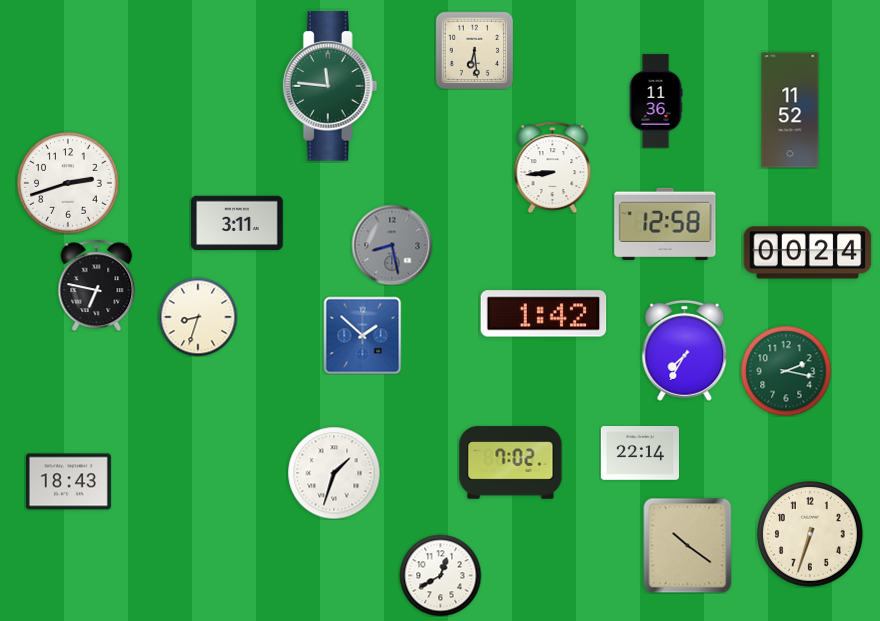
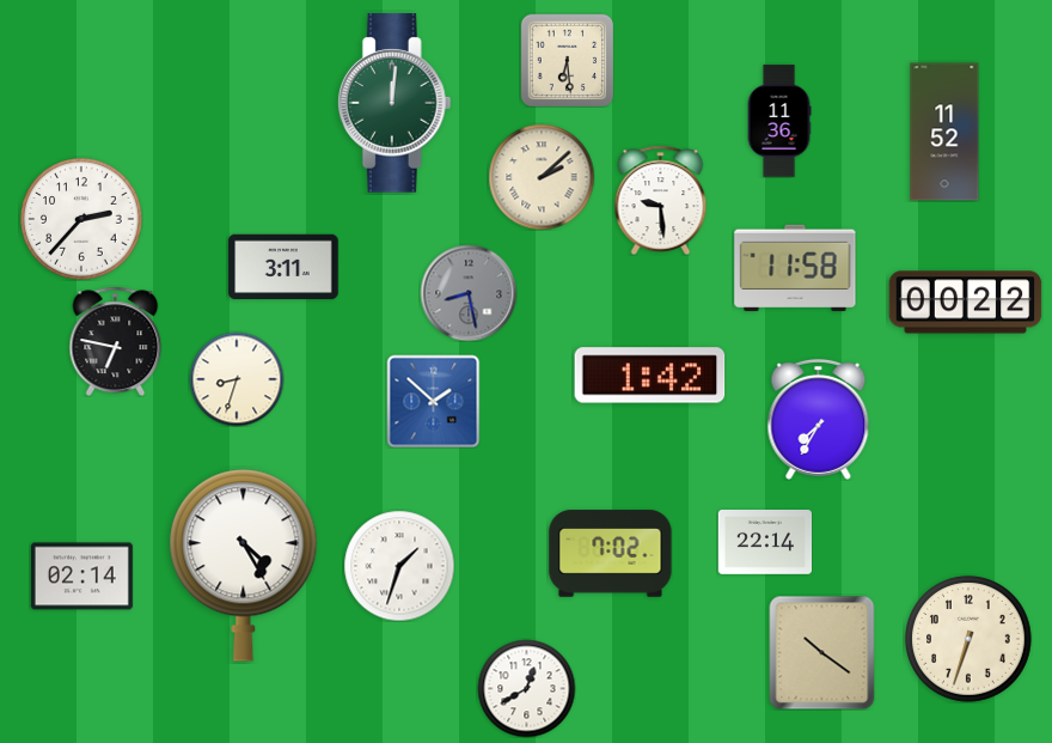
clock at (330, 86): 11:46 -> 12:01
clock at (656, 101) position: (656, 101) -> (779, 121)
clock at (542, 177): none -> 2:08
clock at (553, 167): 8:44 -> 9:29
clock at (68, 183): 2:42 -> 2:37
clock at (665, 223): 12:58 -> 11:58
clock at (808, 253): 00:24 -> 00:22
clock at (786, 371): 2:17 -> none
clock at (244, 565): none -> 4:25
clock at (68, 482): 18:43 -> 02:14
